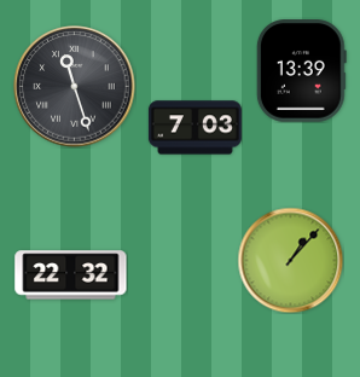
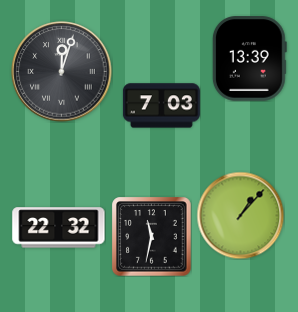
clock at (75, 87): 11:27 -> 12:03
clock at (151, 236): none -> 11:32
